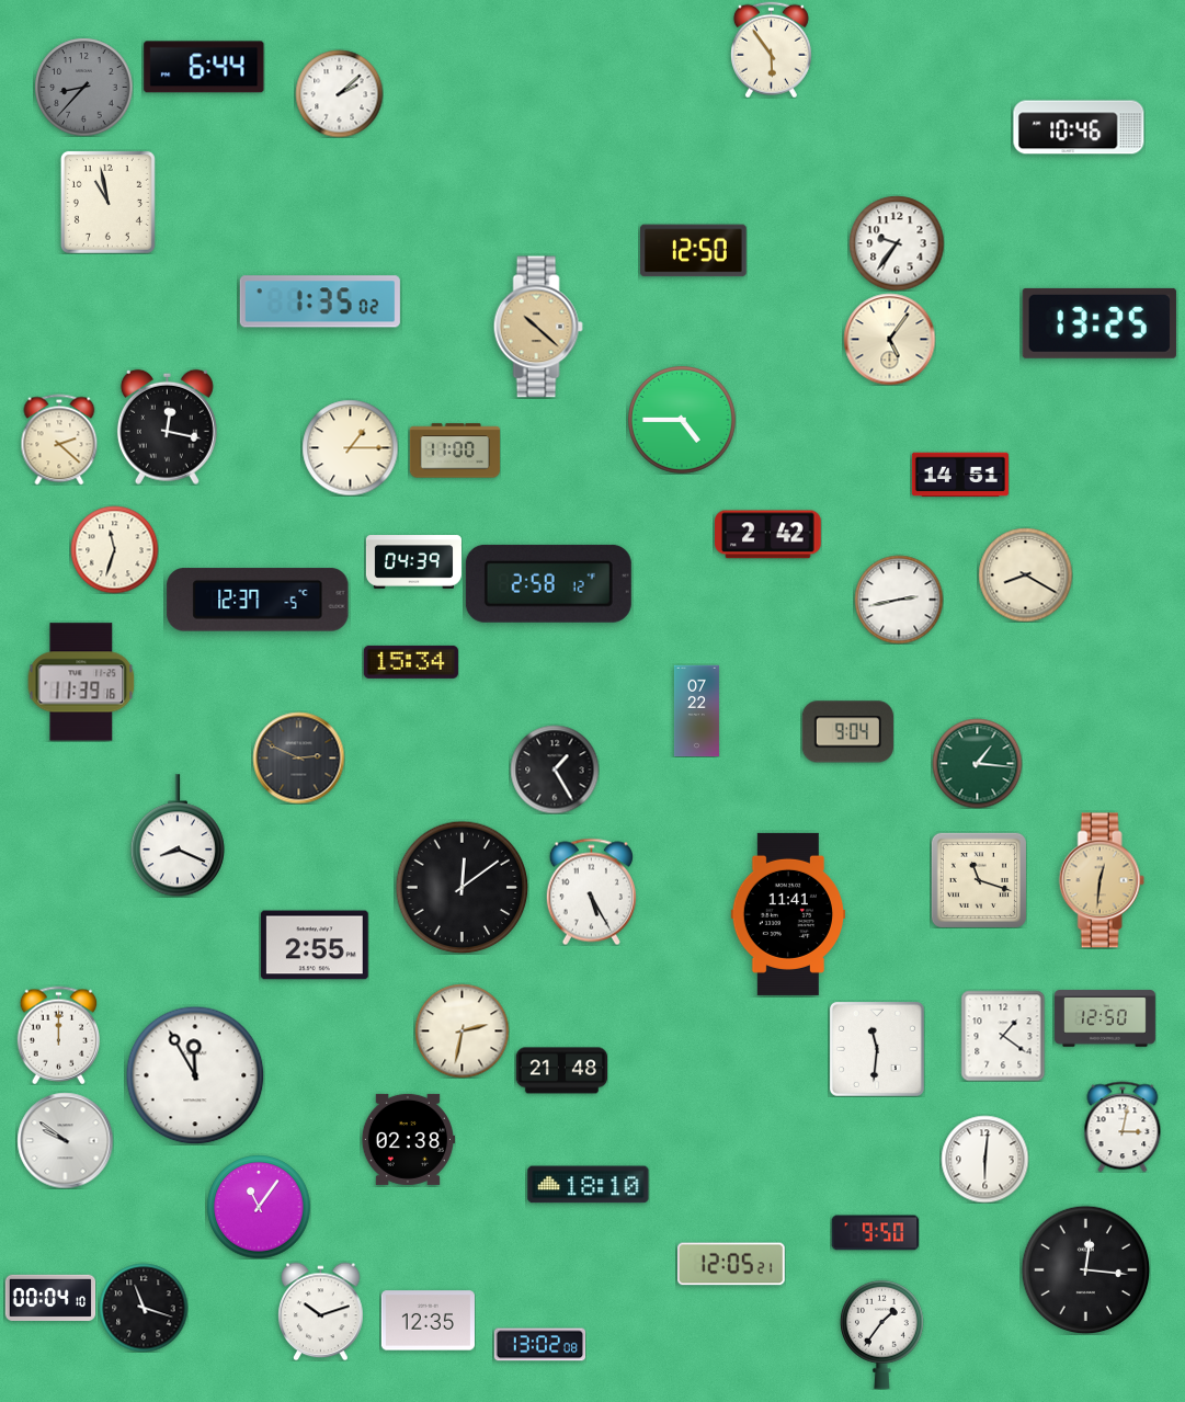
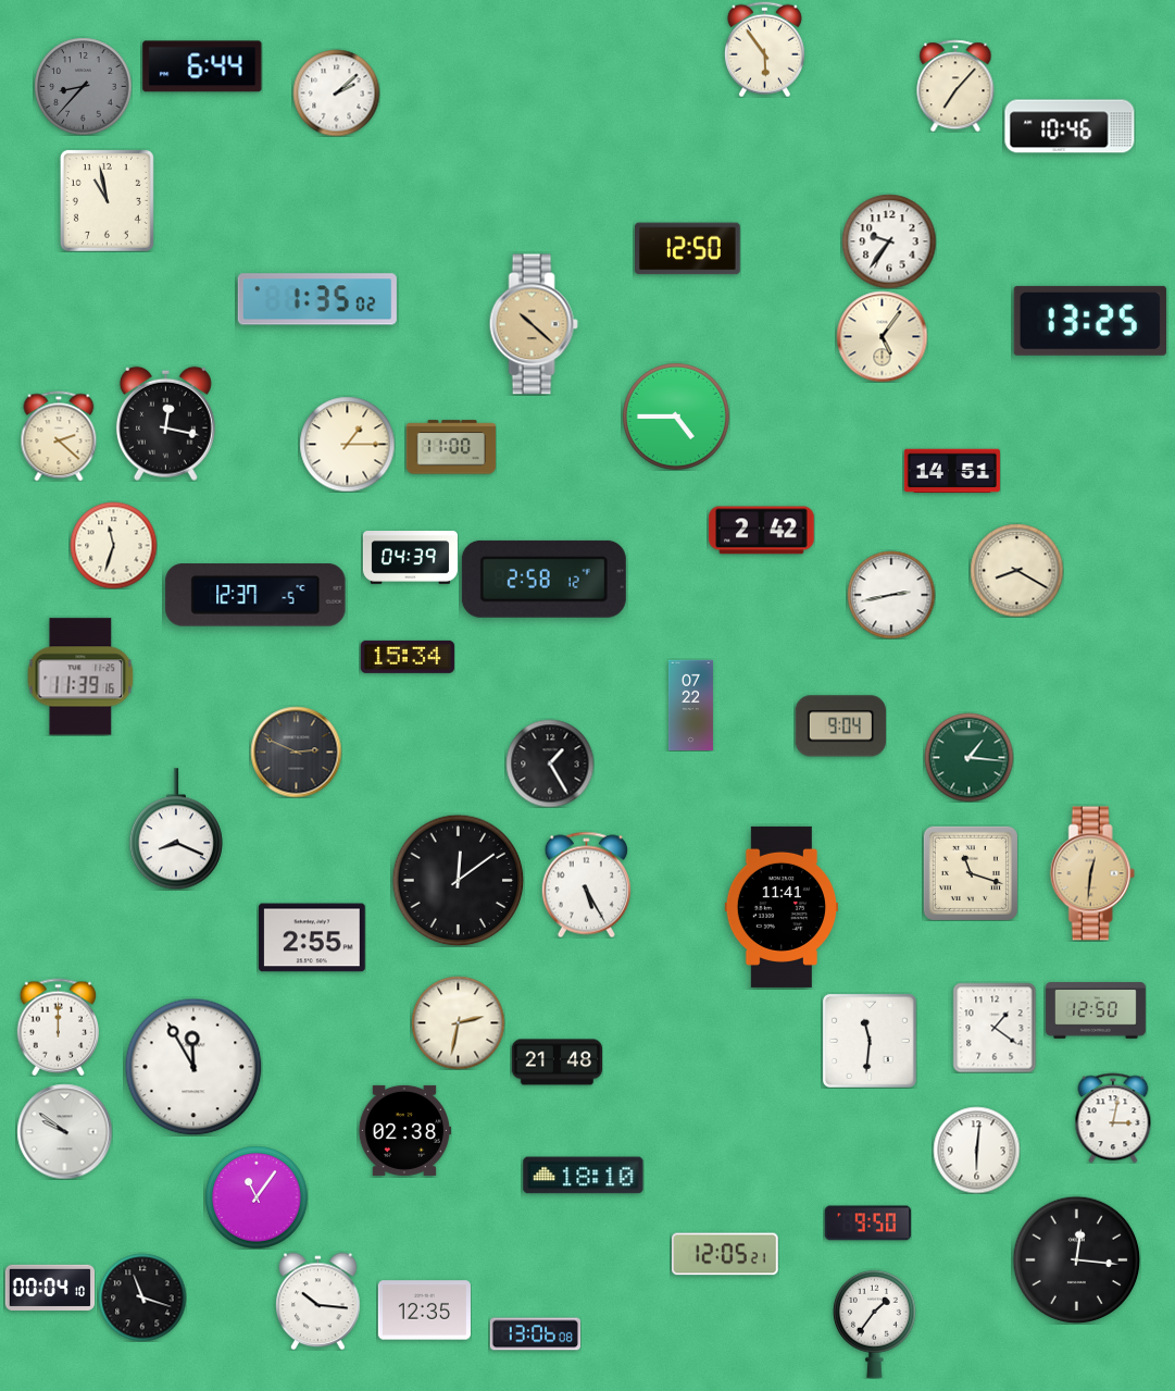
clock at (955, 86): none -> 7:07
clock at (321, 1311): 10:12 -> 10:16
clock at (539, 1345): 13:02 -> 13:06
